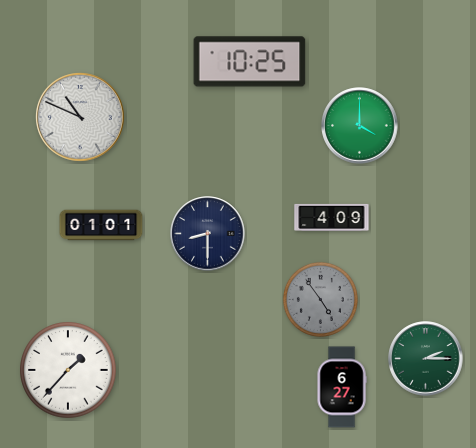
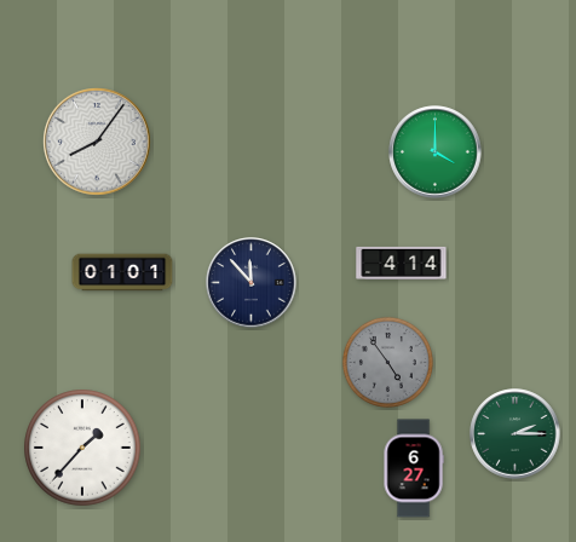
clock at (250, 62): 10:25 -> none
clock at (81, 118): 10:49 -> 8:06
clock at (332, 217): 4:09 -> 4:14
clock at (208, 234): 8:30 -> 11:53
